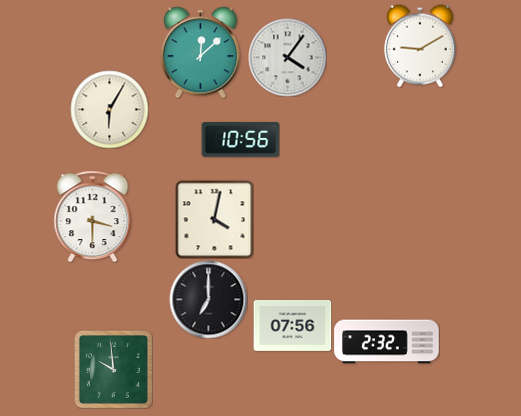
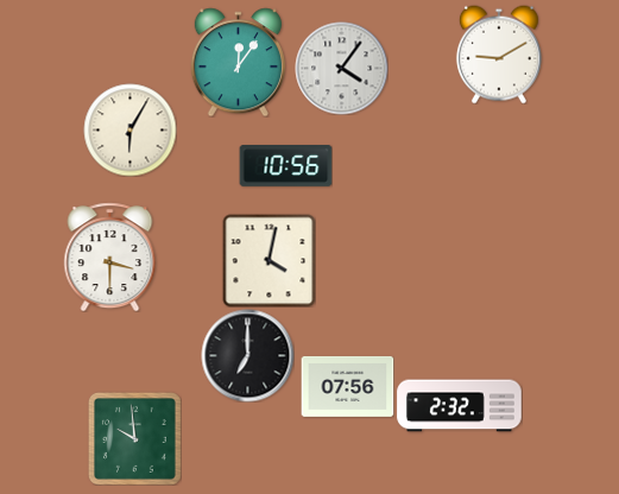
clock at (200, 52): 12:08 -> 12:06
clock at (214, 219) position: (214, 219) -> (269, 260)
